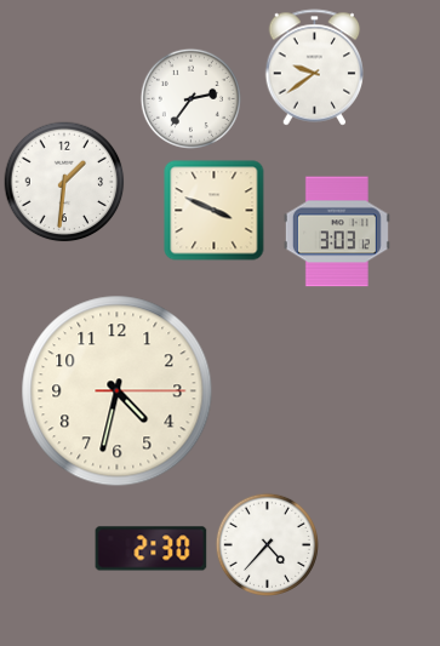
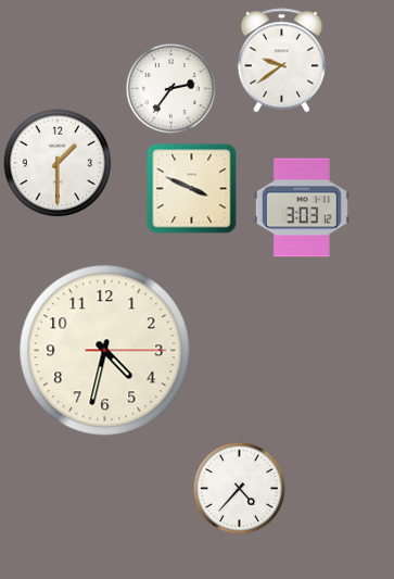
clock at (64, 182): 1:31 -> 1:30
clock at (152, 549): 2:30 -> none
